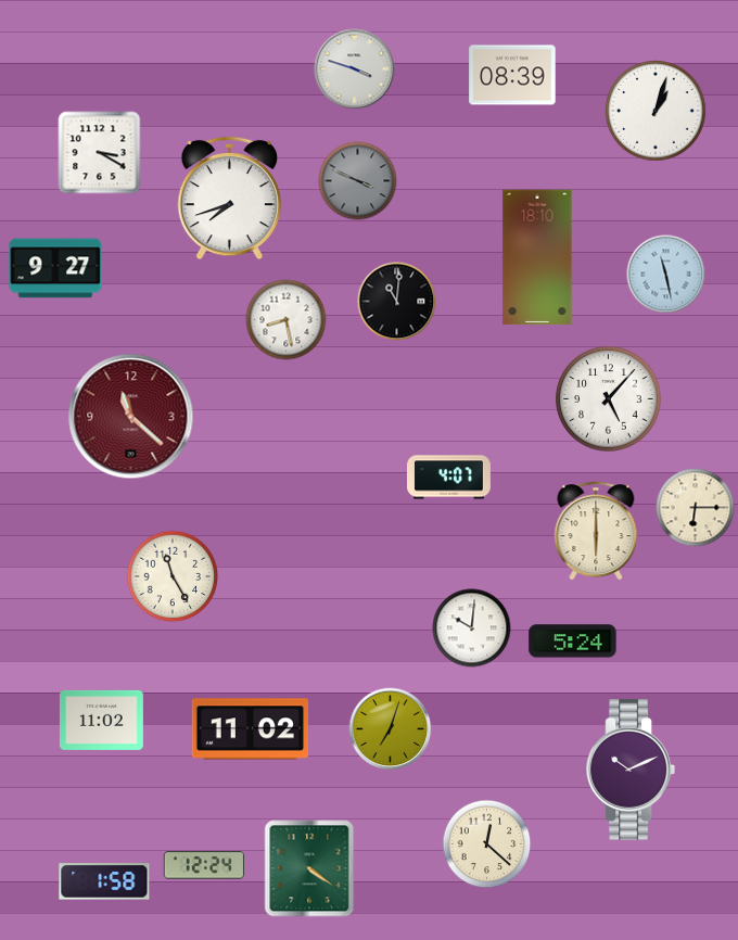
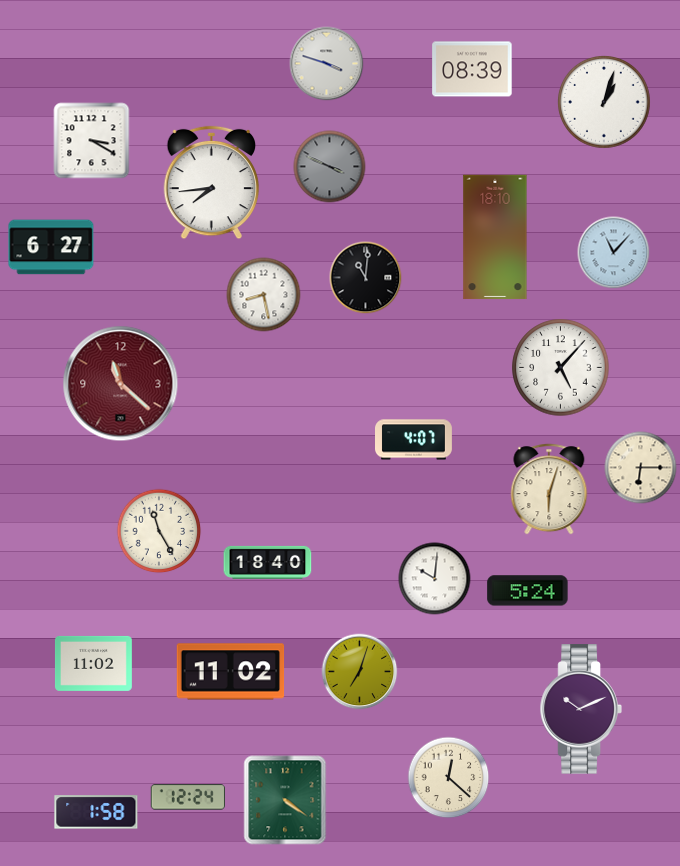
clock at (230, 199): 7:42 -> 7:44
clock at (55, 268): 9:27 -> 6:27
clock at (666, 275): 11:28 -> 11:07
clock at (596, 531): 6:00 -> 6:03
clock at (268, 562): none -> 18:40
